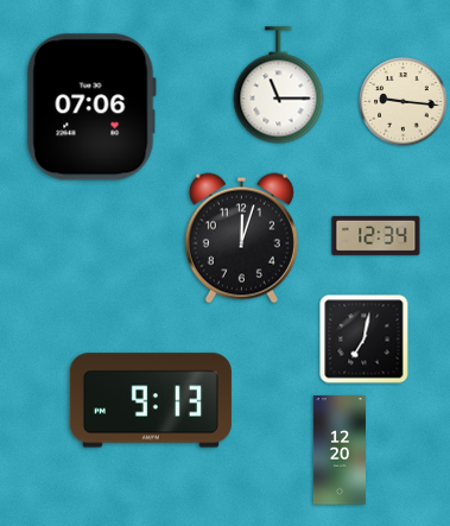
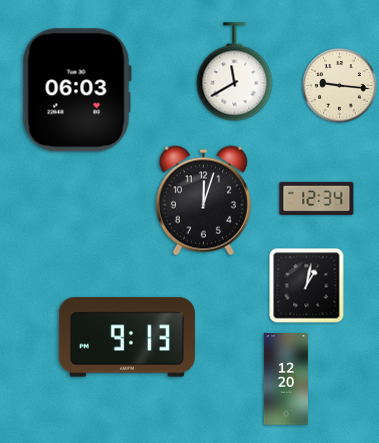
clock at (279, 85): 11:15 -> 11:40
clock at (91, 107): 07:06 -> 06:03
clock at (365, 340): 7:02 -> 1:02
